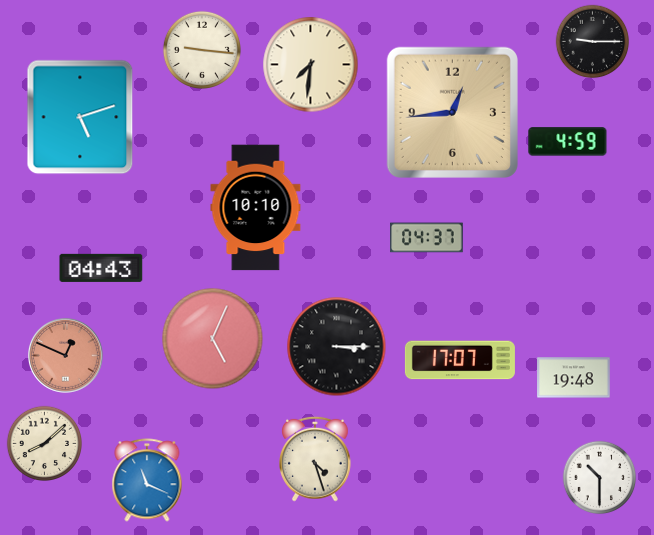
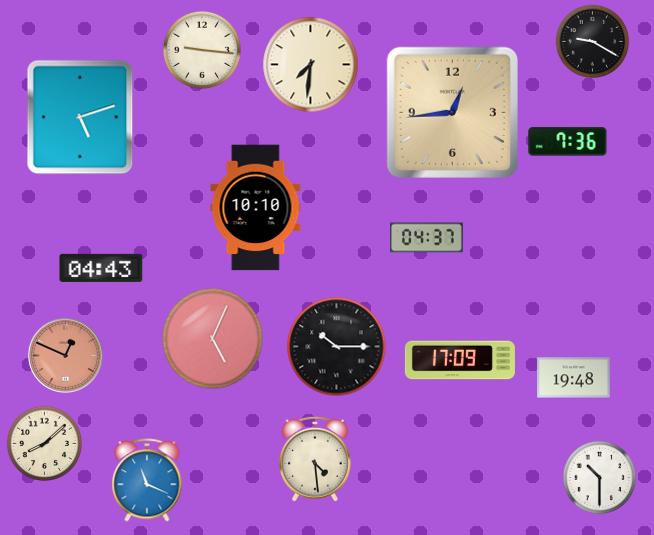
clock at (593, 42): 9:15 -> 9:20
clock at (568, 142): 4:59 -> 7:36
clock at (337, 347): 3:15 -> 10:15
clock at (460, 360): 17:07 -> 17:09
clock at (316, 459): 4:27 -> 4:29
